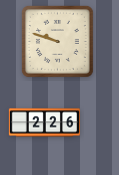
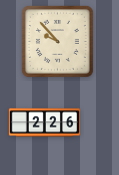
clock at (57, 41): 9:48 -> 9:53
